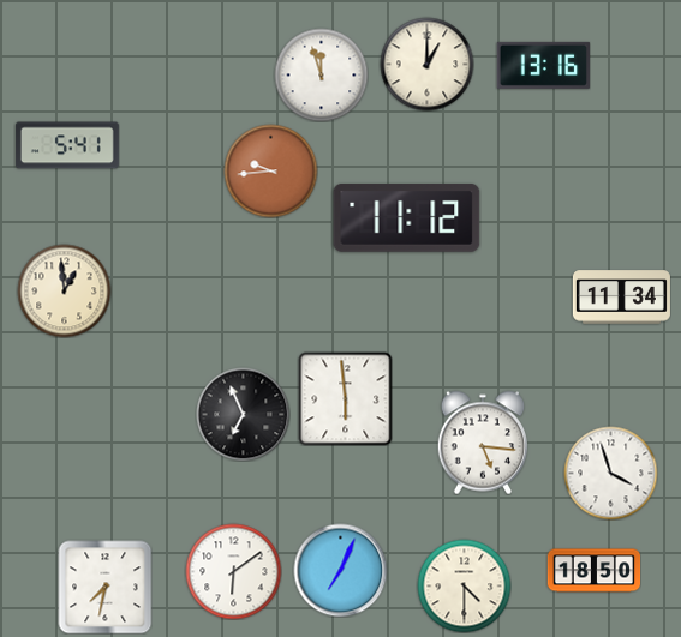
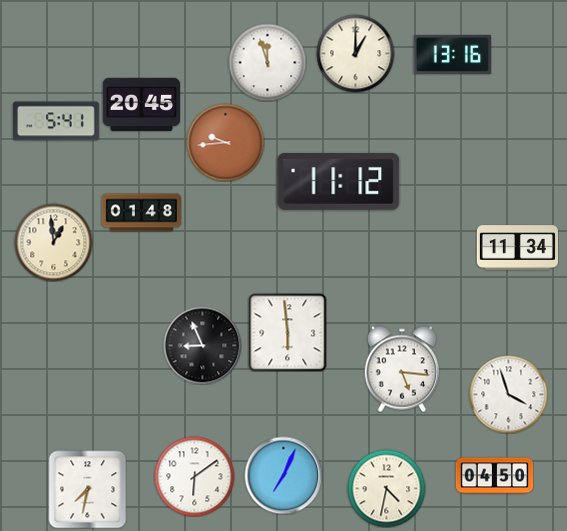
clock at (141, 104): none -> 20:45
clock at (141, 213): none -> 01:48
clock at (243, 414): 6:56 -> 8:56
clock at (593, 571): 18:50 -> 04:50
clock at (464, 585): 4:30 -> 4:32
